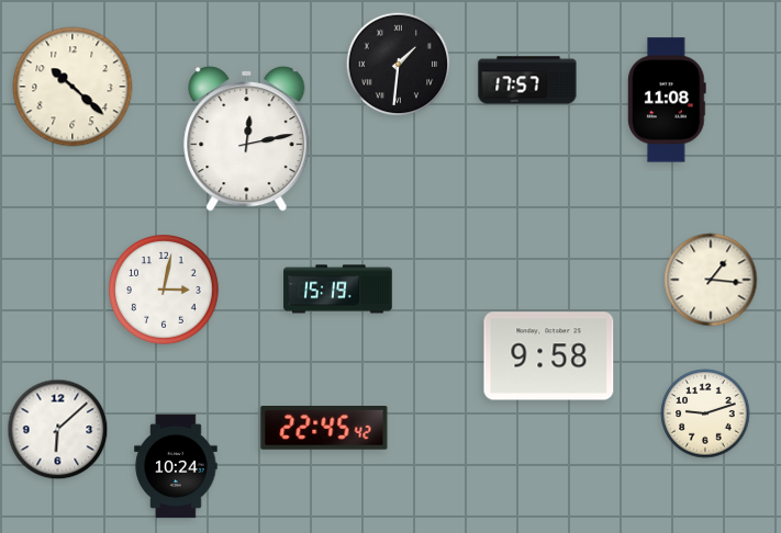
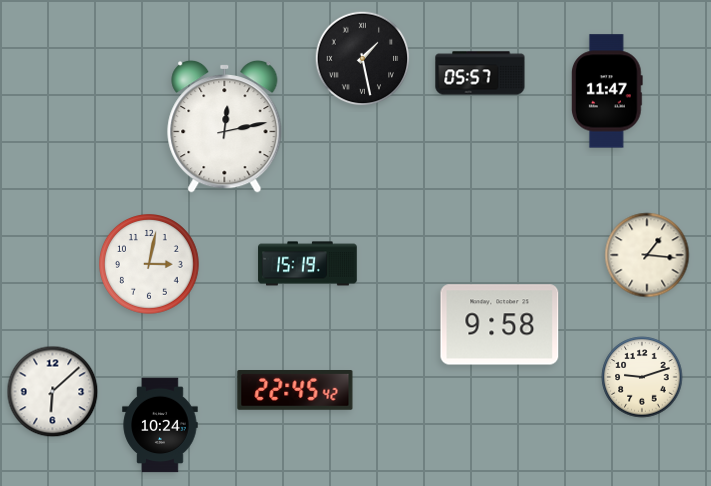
clock at (399, 65): 1:31 -> 1:28
clock at (527, 80): 17:57 -> 05:57
clock at (72, 87): 10:22 -> none
clock at (667, 100): 11:08 -> 11:47
